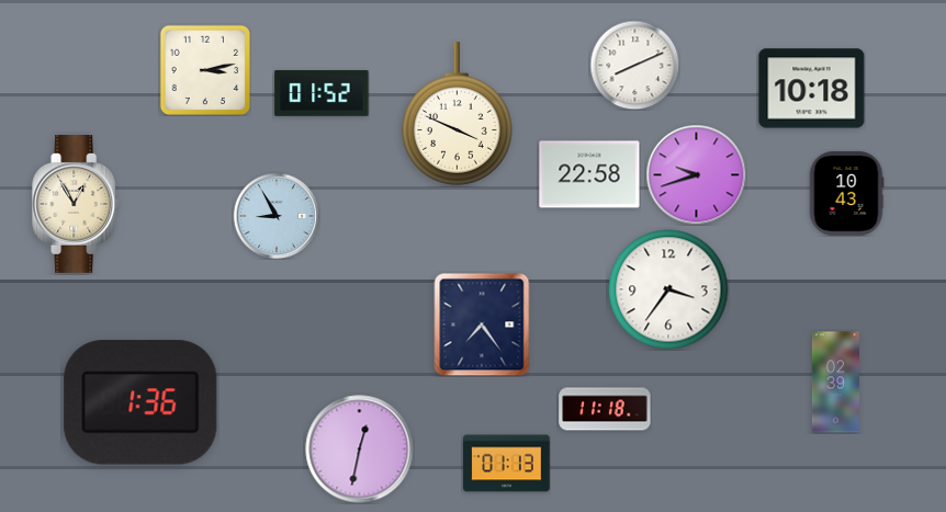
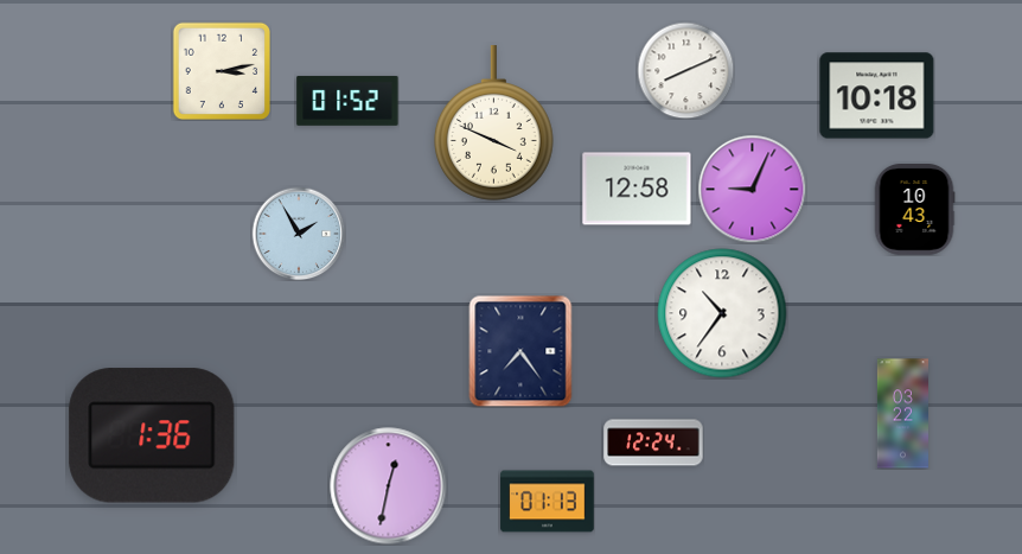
clock at (204, 69) position: (204, 69) -> (221, 70)
clock at (589, 174): 22:58 -> 12:58
clock at (696, 174): 9:42 -> 9:04
clock at (77, 205): 12:55 -> none
clock at (277, 216): 8:55 -> 1:55
clock at (668, 289): 3:36 -> 10:36
clock at (835, 383): 02:39 -> 03:22
clock at (605, 409): 11:18 -> 12:24
